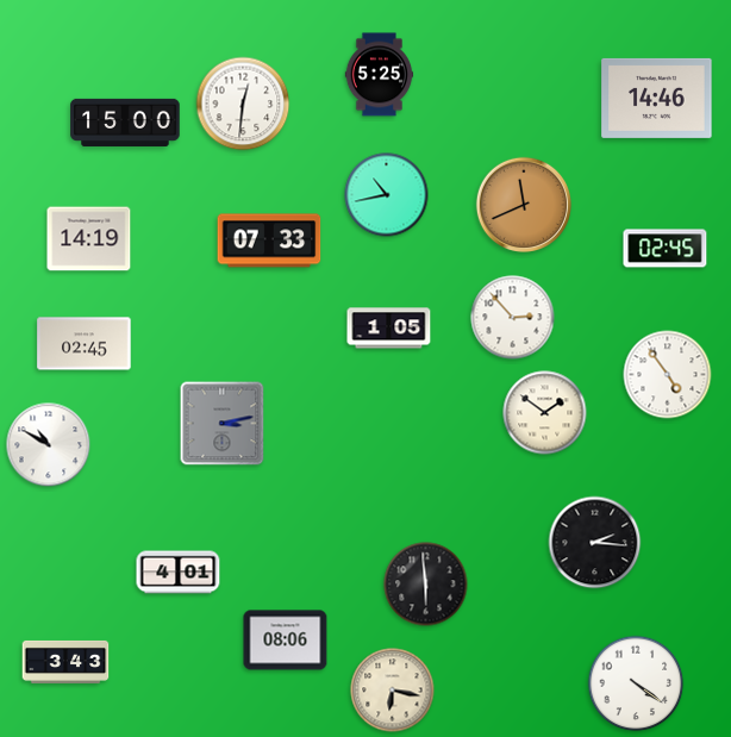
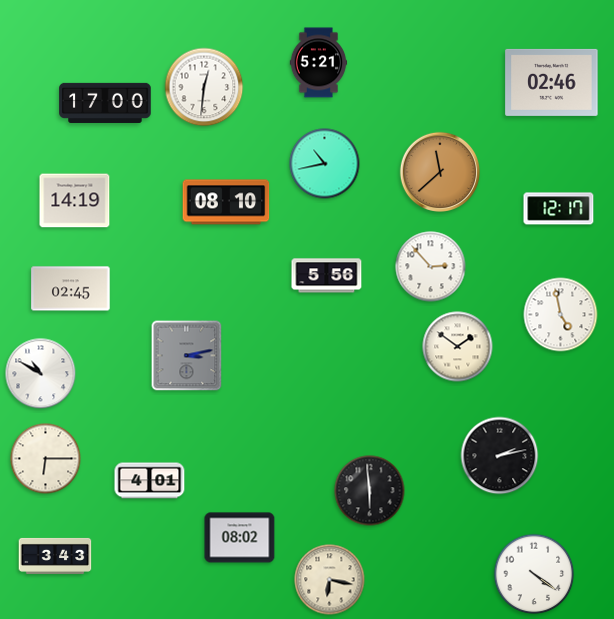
clock at (380, 75): 5:25 -> 5:21
clock at (657, 98): 14:46 -> 02:46
clock at (125, 121): 15:00 -> 17:00
clock at (523, 204): 11:41 -> 11:38
clock at (269, 241): 07:33 -> 08:10
clock at (666, 249): 02:45 -> 12:17
clock at (389, 329): 1:05 -> 5:56
clock at (668, 375): 4:54 -> 4:58
clock at (595, 543): 2:16 -> 2:13
clock at (46, 459): none -> 6:15
clock at (426, 585) position: (426, 585) -> (370, 491)
clock at (286, 641): 08:06 -> 08:02
